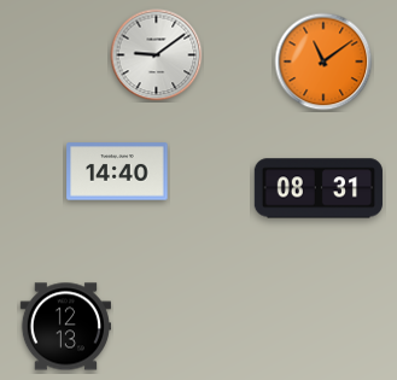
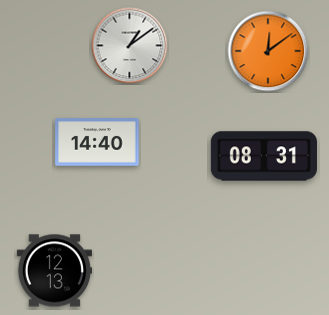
clock at (157, 55): 9:09 -> 1:09
clock at (323, 62): 11:09 -> 12:09
